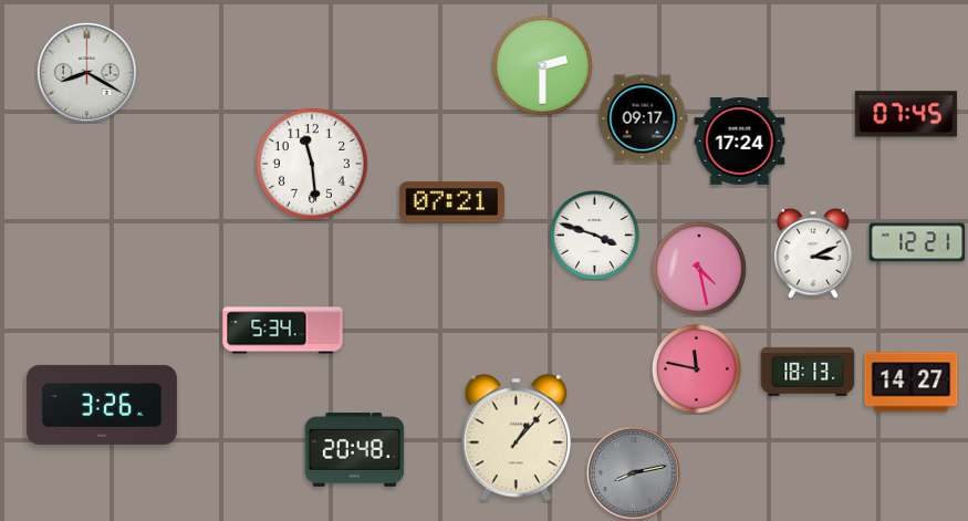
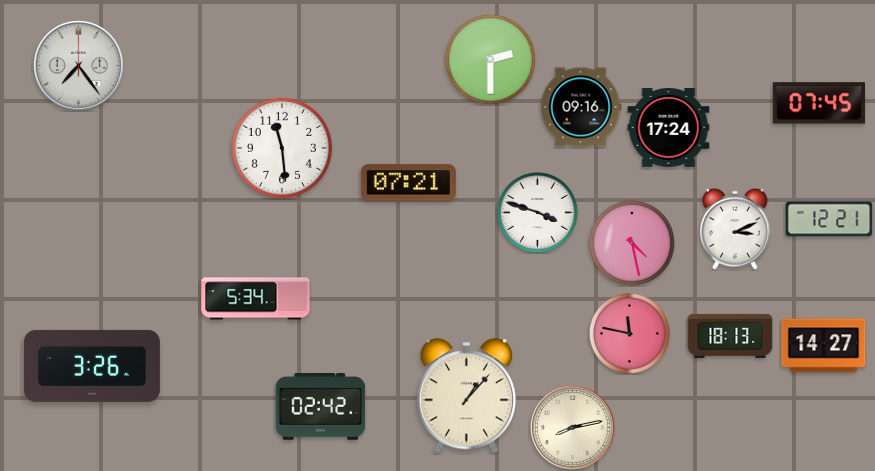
clock at (86, 72): 8:20 -> 7:24
clock at (643, 118): 09:17 -> 09:16
clock at (355, 450): 20:48 -> 02:42
clock at (634, 473) dial: grey -> cream
